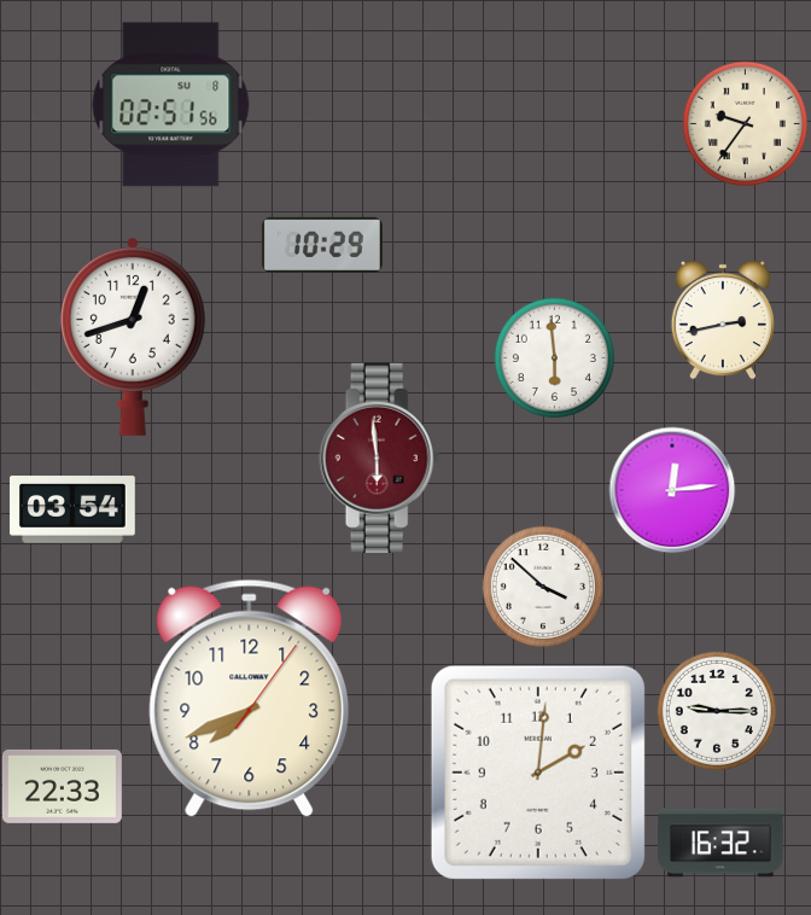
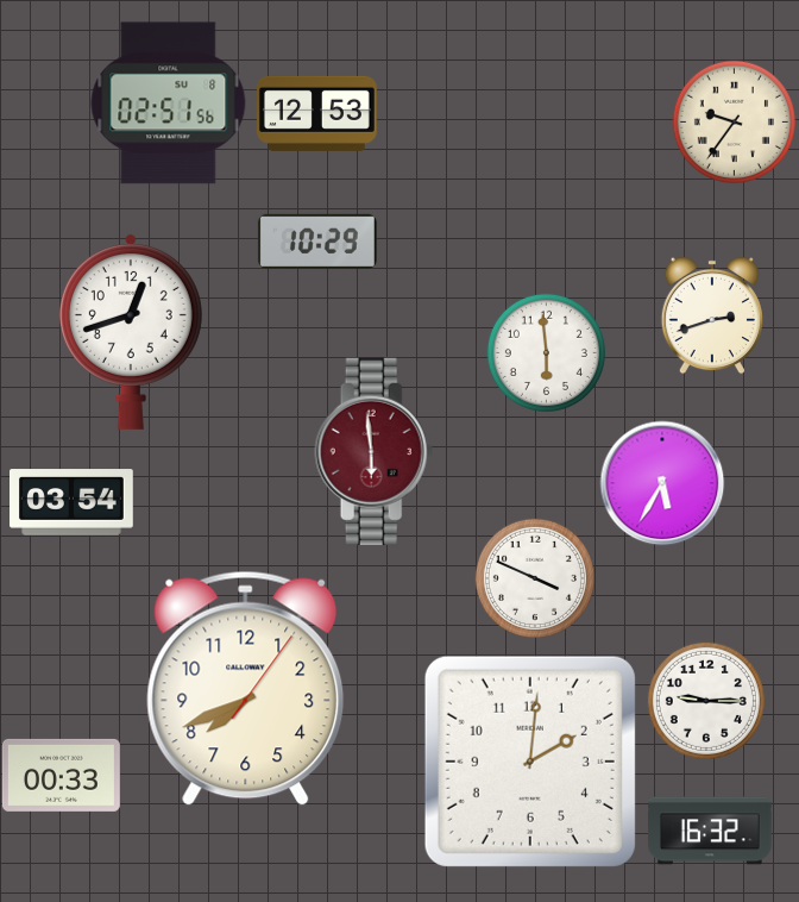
clock at (316, 113): none -> 12:53
clock at (723, 320): 2:43 -> 2:42
clock at (672, 490): 12:14 -> 5:35
clock at (543, 587): 3:52 -> 3:49
clock at (62, 786): 22:33 -> 00:33
